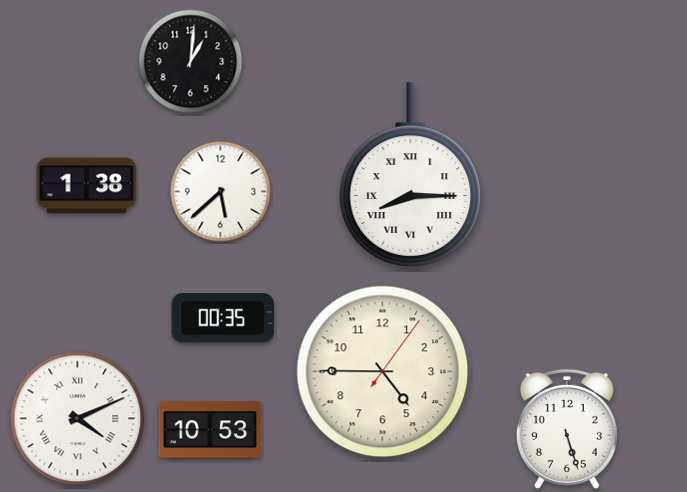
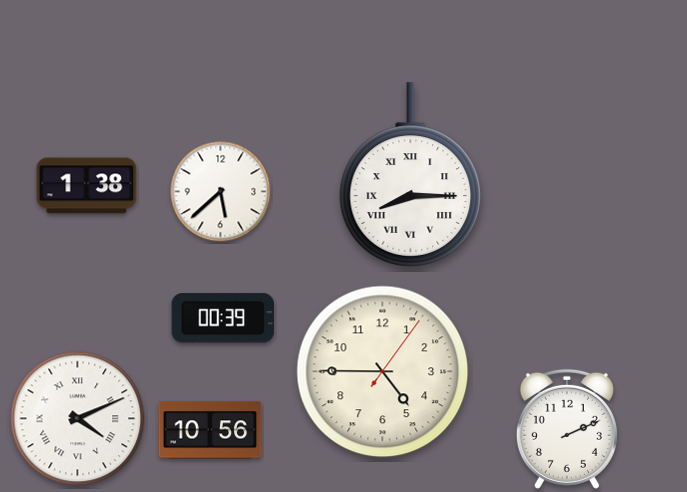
clock at (191, 62): 1:01 -> none
clock at (222, 318): 00:35 -> 00:39
clock at (567, 429): 5:27 -> 2:11
clock at (210, 430): 10:53 -> 10:56
